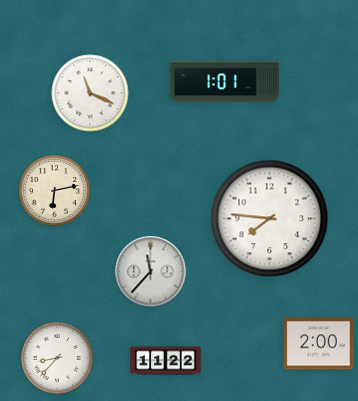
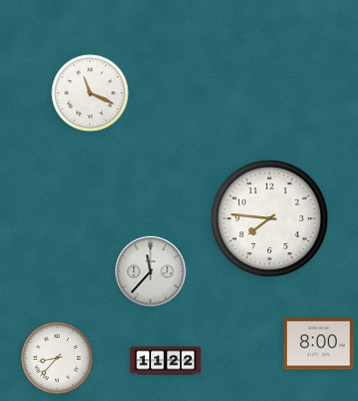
clock at (225, 82): 1:01 -> none
clock at (54, 190): 6:13 -> none
clock at (319, 344): 2:00 -> 8:00
